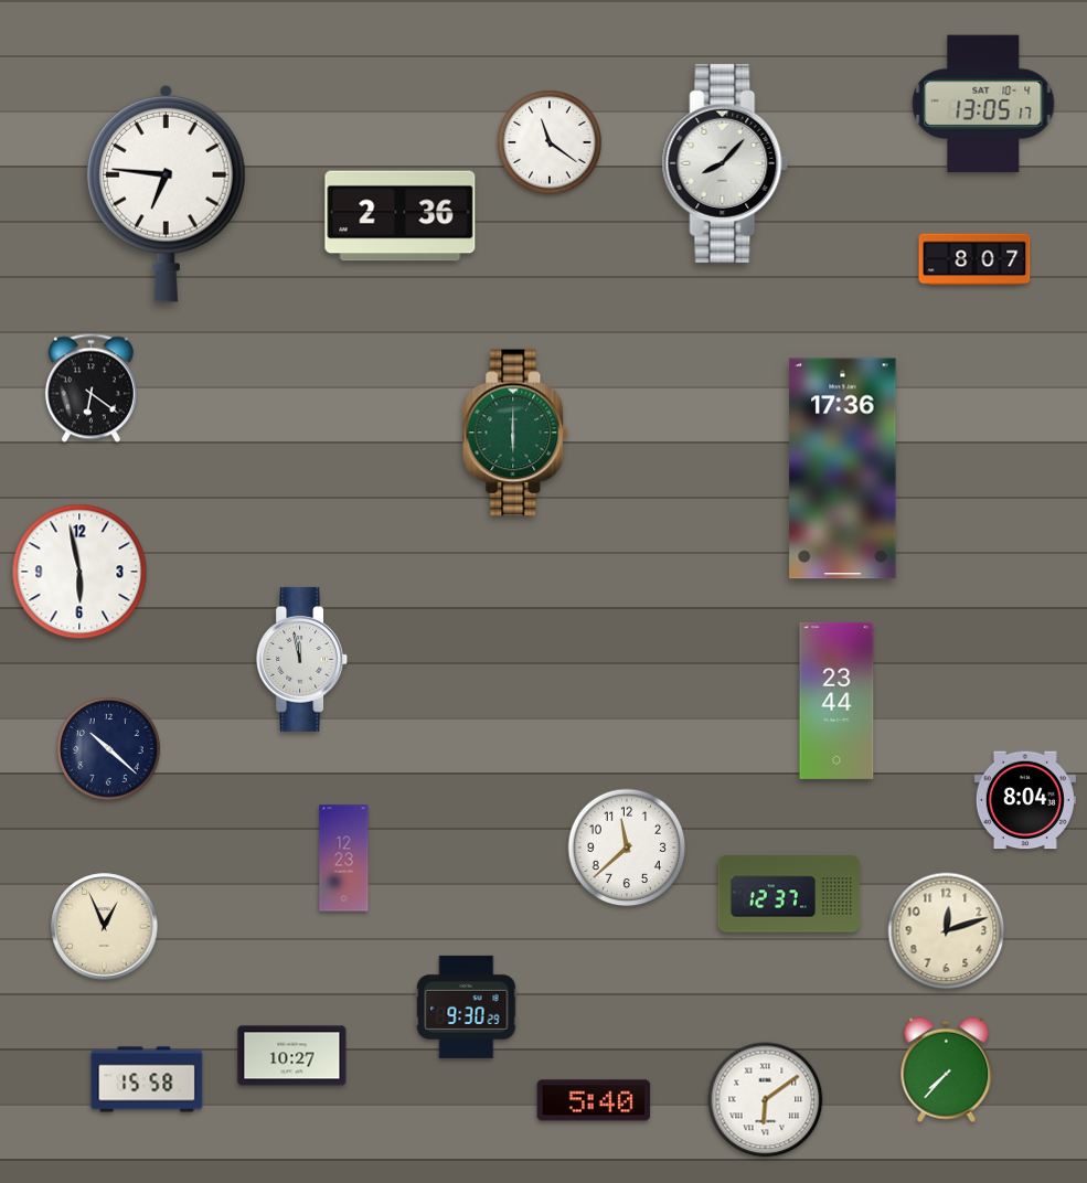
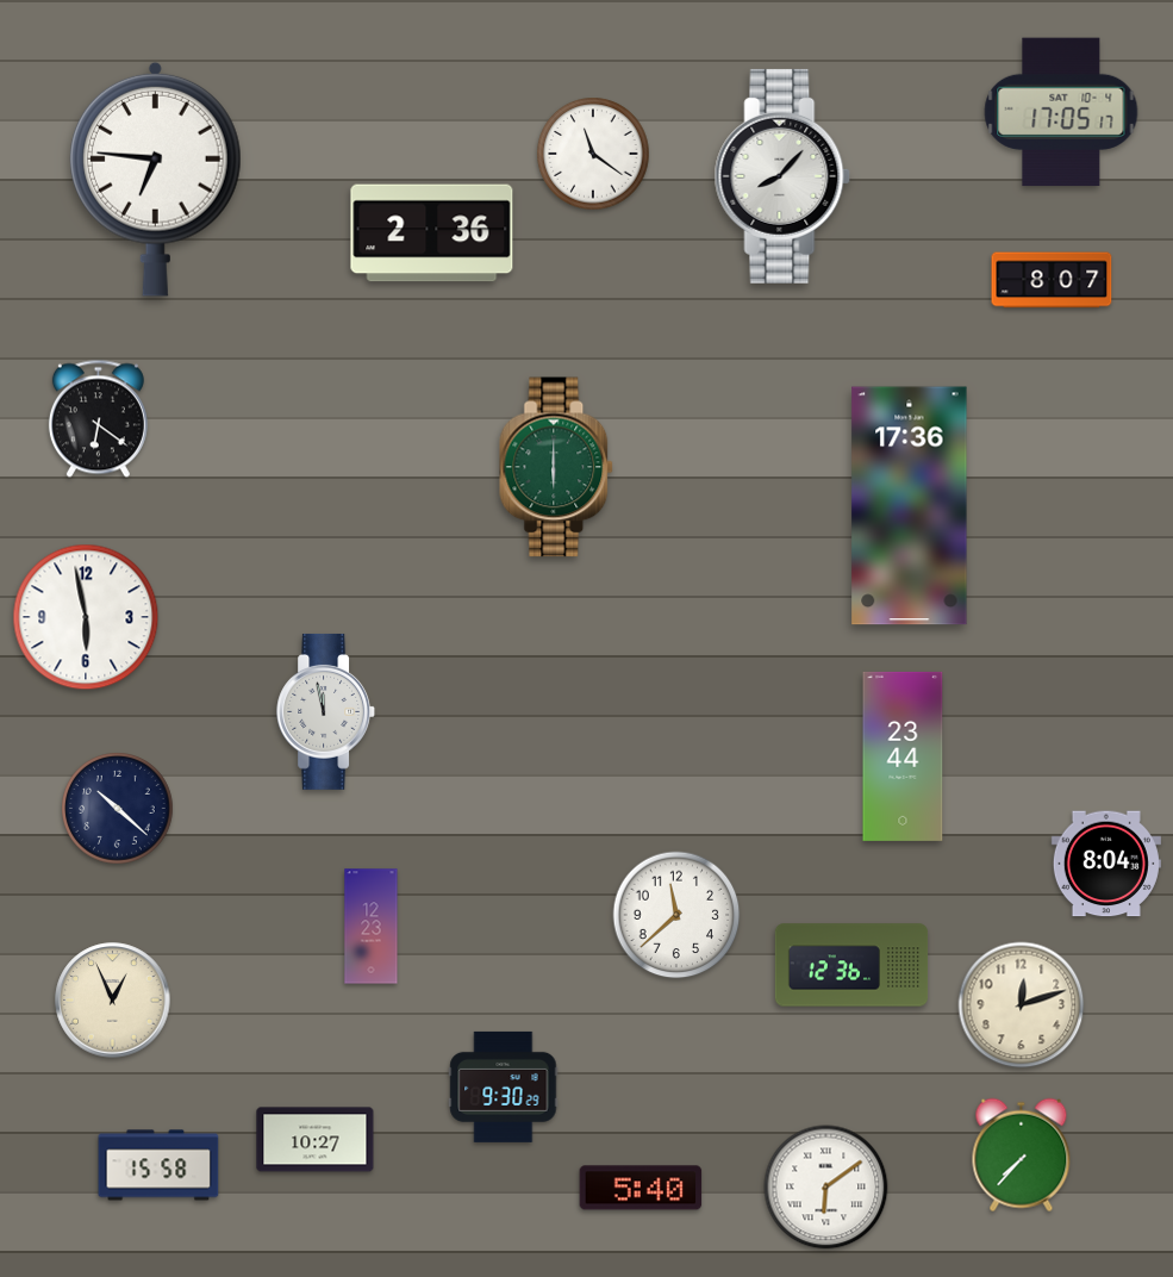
clock at (983, 104): 13:05 -> 17:05
clock at (166, 193) position: (166, 193) -> (155, 179)
clock at (789, 894): 12:37 -> 12:36
